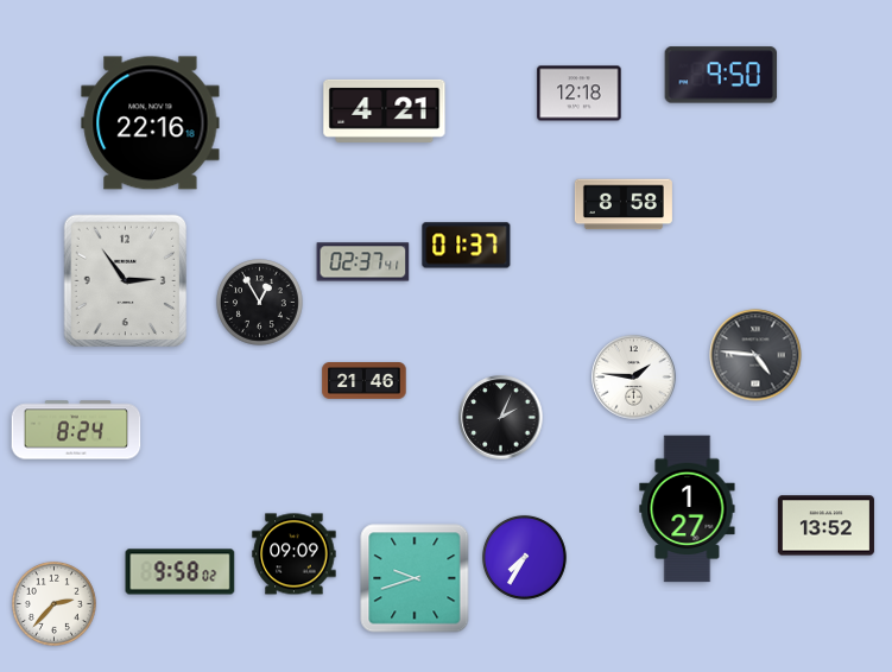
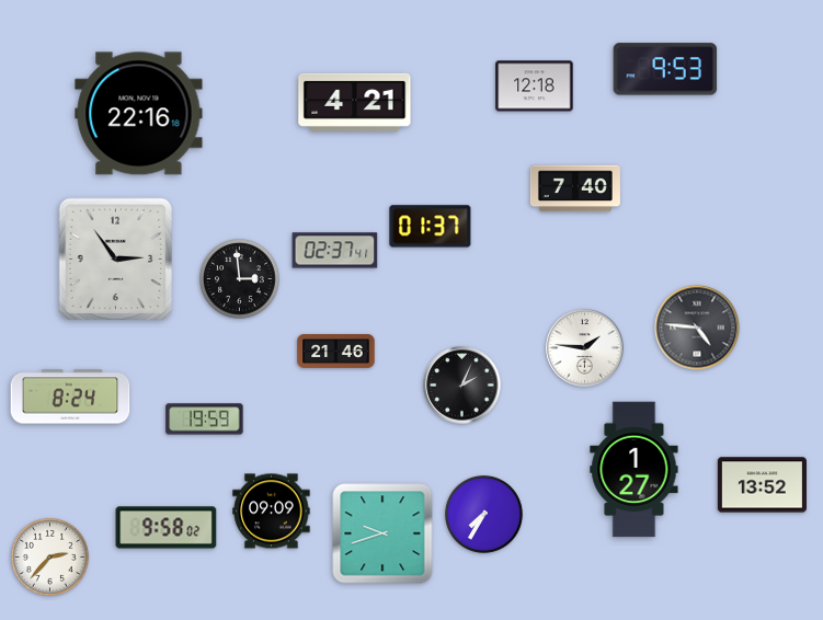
clock at (721, 75): 9:50 -> 9:53
clock at (624, 204): 8:58 -> 7:40
clock at (363, 262) position: (363, 262) -> (335, 251)
clock at (260, 303): 12:55 -> 2:59
clock at (205, 420): none -> 19:59
